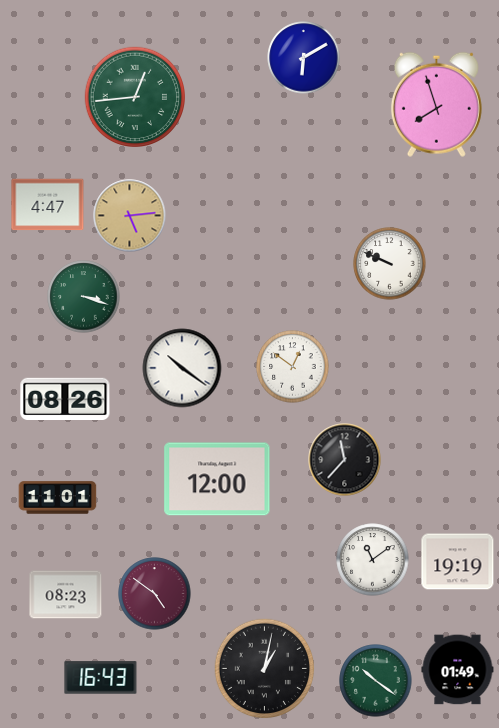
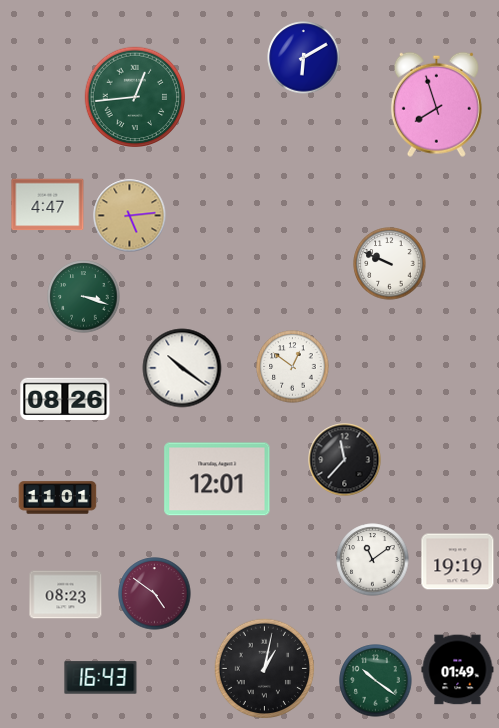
clock at (217, 479): 12:00 -> 12:01
